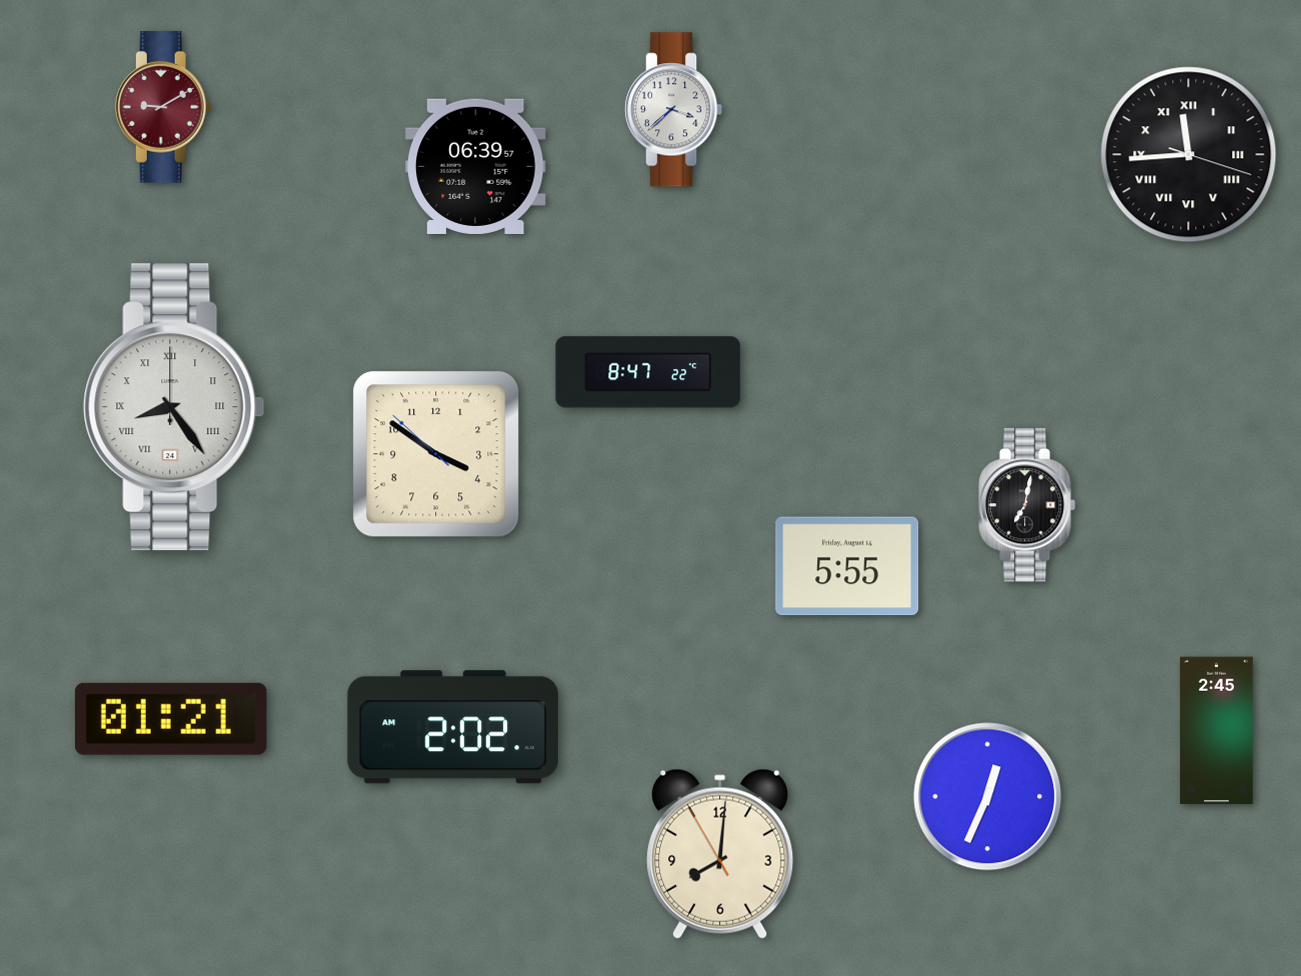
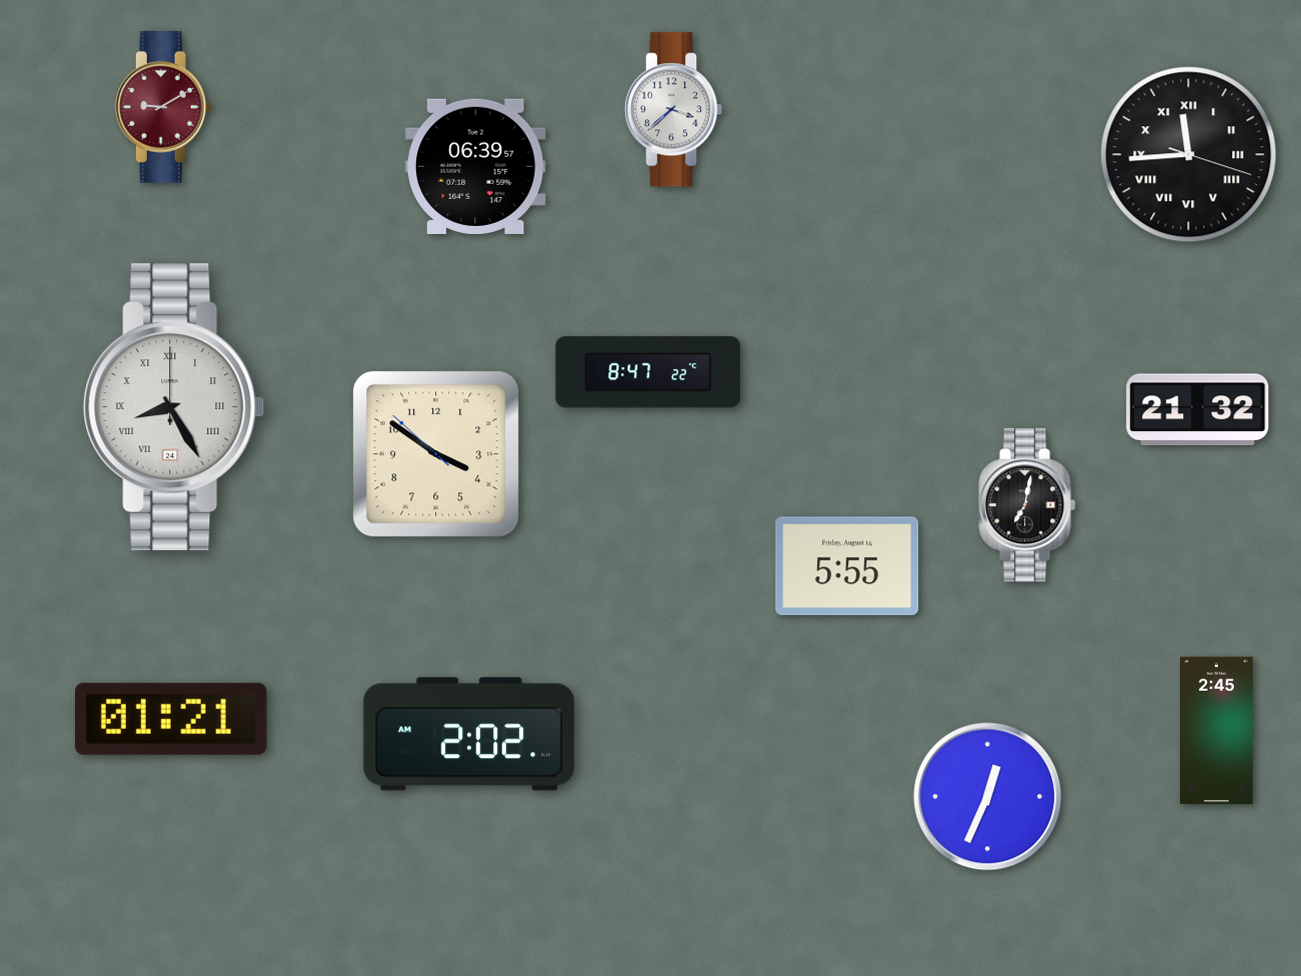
clock at (174, 407): 8:24 -> 8:25
clock at (1198, 410): none -> 21:32
clock at (453, 727) position: (453, 727) -> (469, 734)
clock at (720, 854): 8:00 -> none
